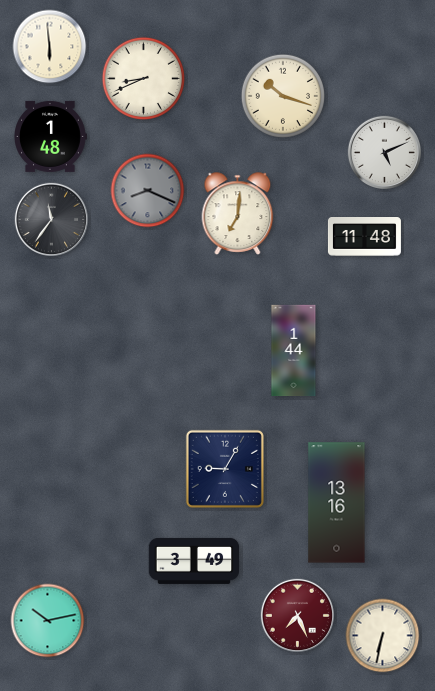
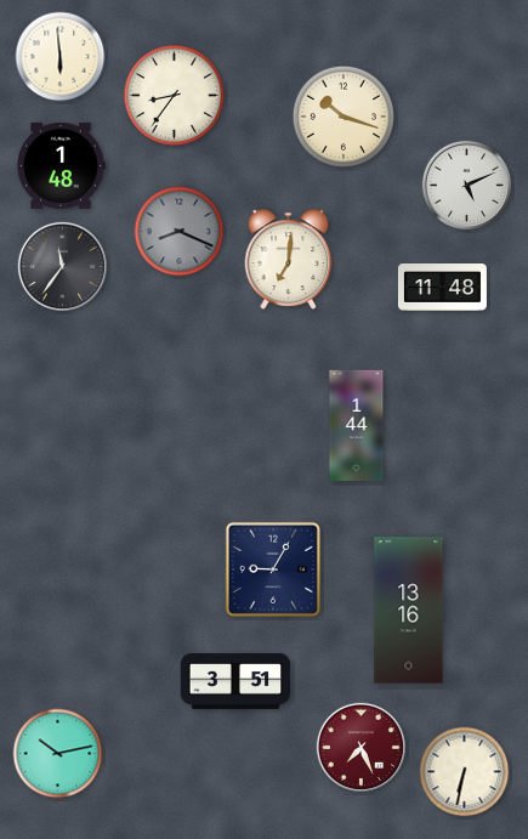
clock at (143, 79): 8:41 -> 8:36
clock at (194, 561): 3:49 -> 3:51
